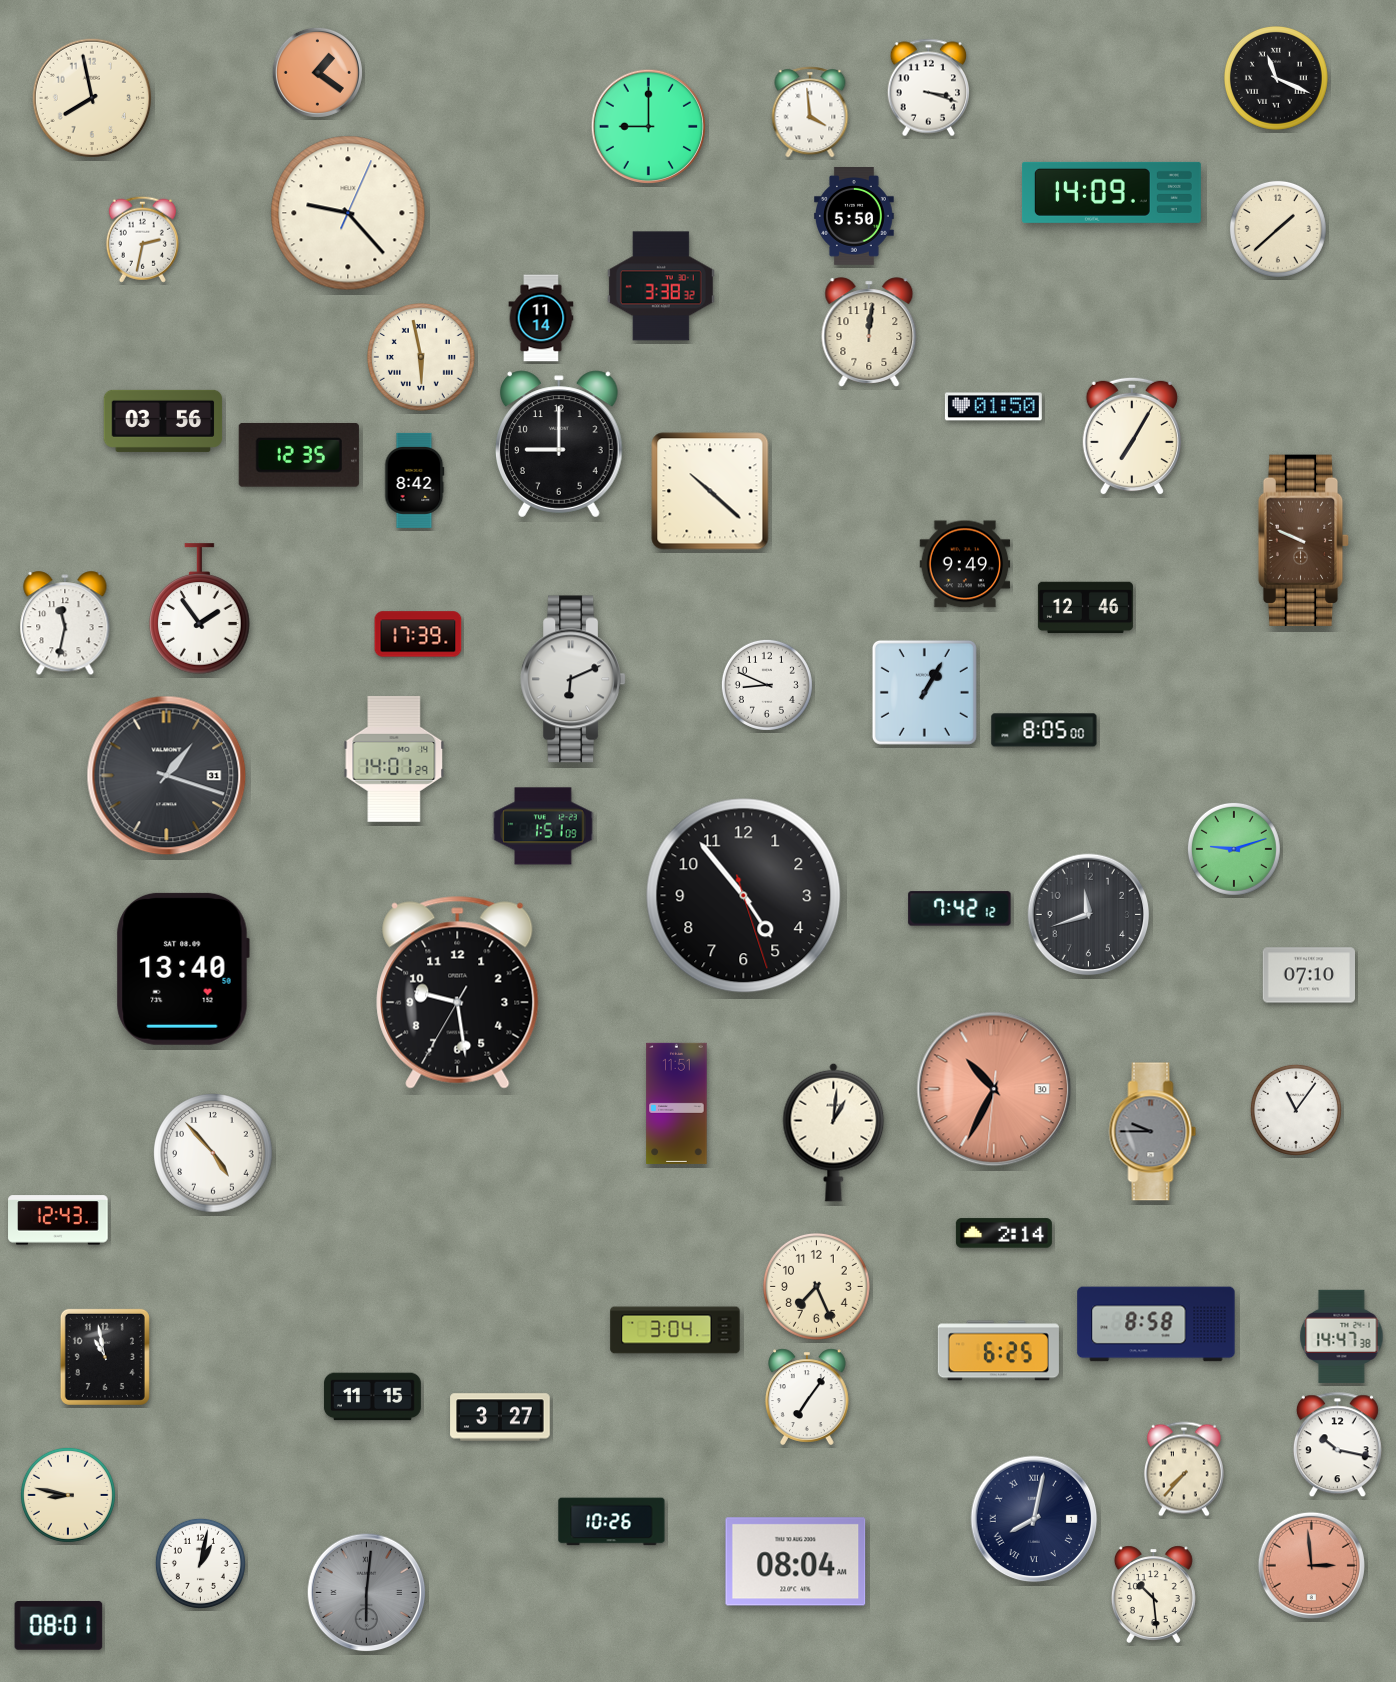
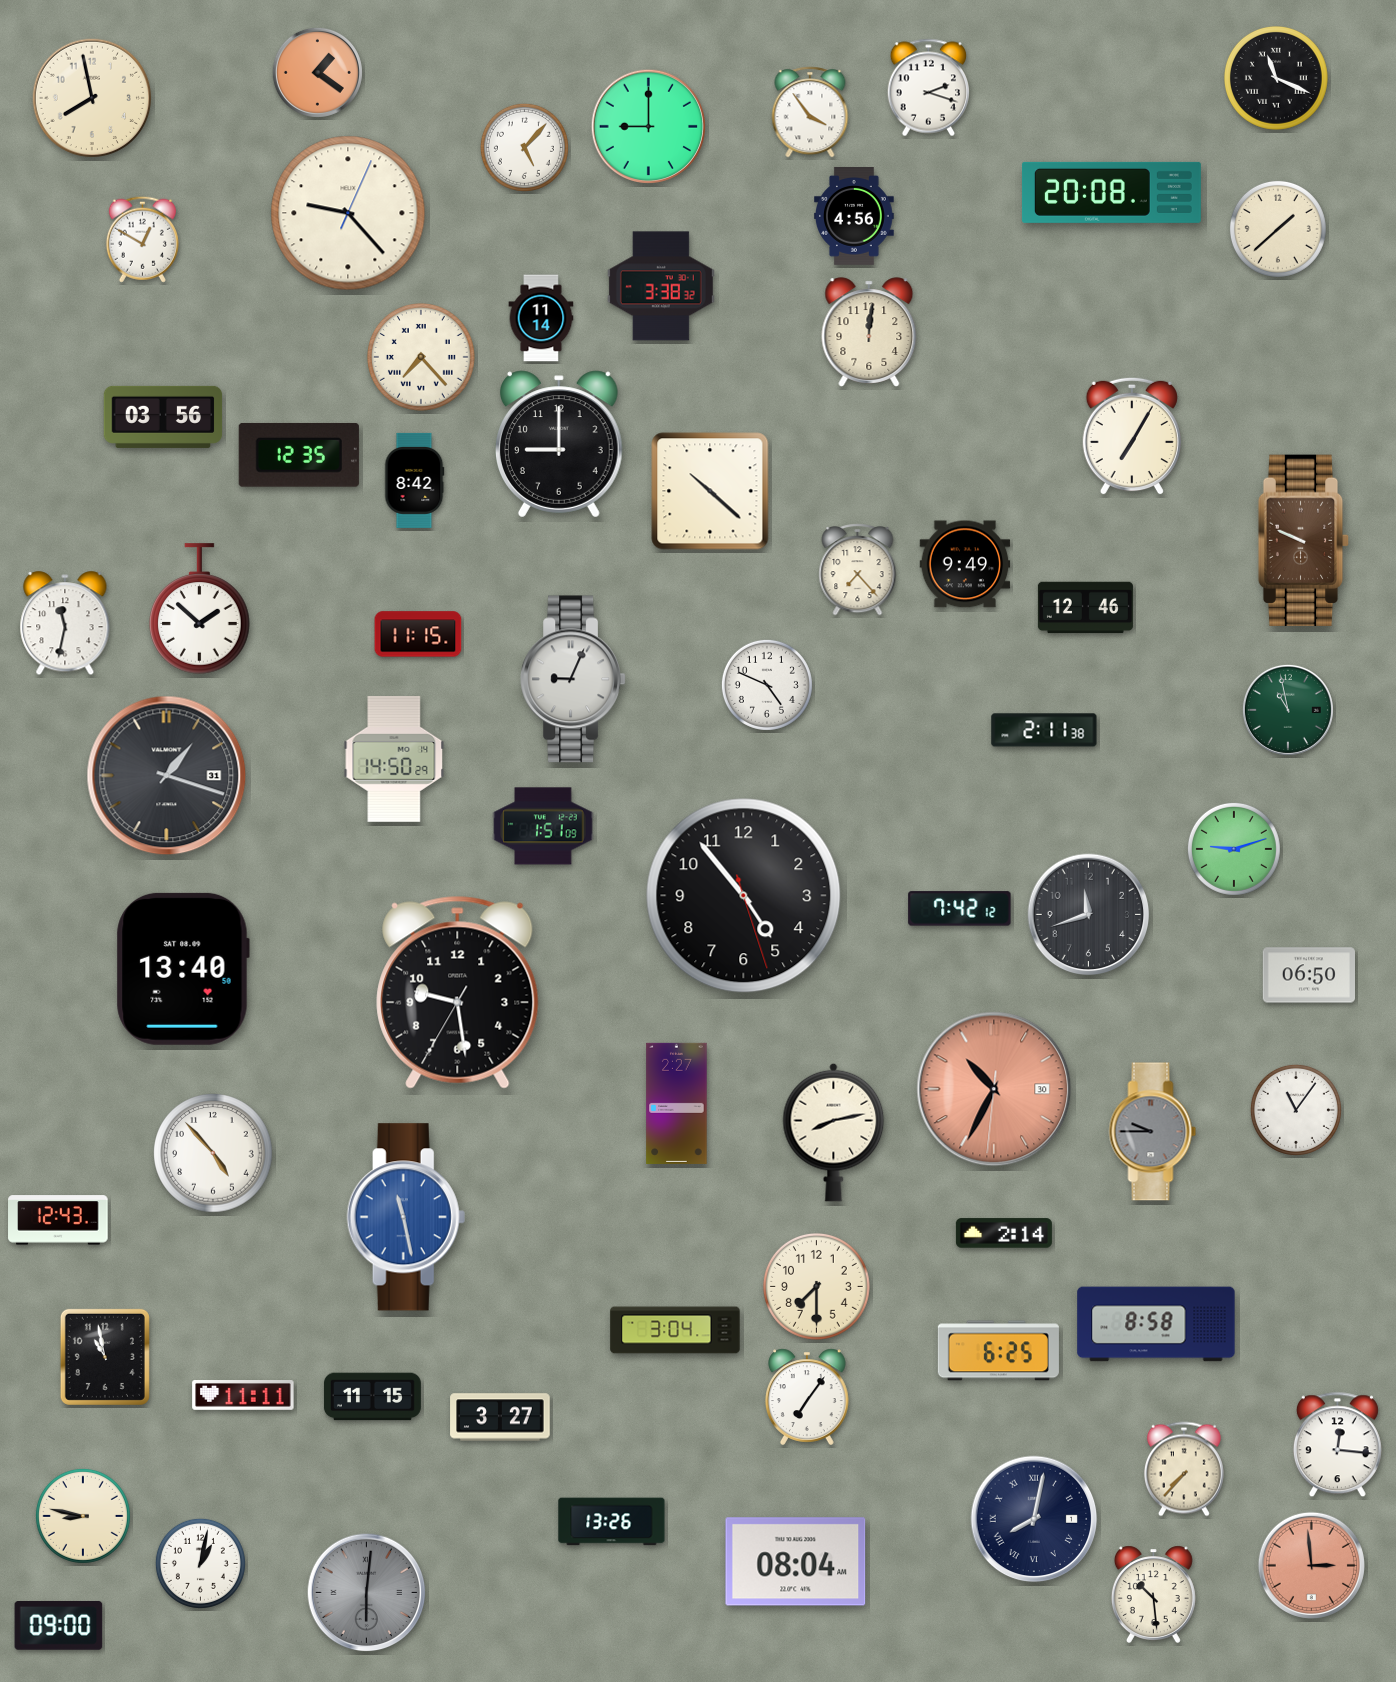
clock at (928, 88): 3:18 -> 2:18
clock at (810, 112): 3:59 -> 3:54
clock at (524, 147): none -> 5:07
clock at (1111, 192): 14:09 -> 20:08
clock at (855, 217): 5:50 -> 4:56
clock at (142, 239): 2:32 -> 12:50
clock at (422, 358): 5:58 -> 7:23
clock at (993, 407): 01:50 -> none
clock at (163, 421) position: (163, 421) -> (163, 417)
clock at (858, 570): none -> 7:23
clock at (200, 609): 1:54 -> 1:52
clock at (418, 634): 17:39 -> 11:15
clock at (573, 679): 6:11 -> 9:04
clock at (767, 685): 8:49 -> 4:49
clock at (924, 692): 1:05 -> none
clock at (1288, 710): none -> 10:58
clock at (1044, 730): 8:05 -> 2:11
clock at (394, 759): 14:01 -> 14:50
clock at (1308, 975): 07:10 -> 06:50
clock at (677, 1103): 11:51 -> 2:27
clock at (834, 1132): 1:01 -> 8:13
clock at (406, 1217): none -> 11:28
clock at (817, 1287): 7:26 -> 7:30
clock at (1342, 1336): 14:47 -> none
clock at (243, 1396): none -> 11:11
clock at (1337, 1445): 10:17 -> 12:16
clock at (68, 1495) position: (68, 1495) -> (83, 1516)
clock at (612, 1522): 10:26 -> 13:26
clock at (59, 1626): 08:01 -> 09:00
